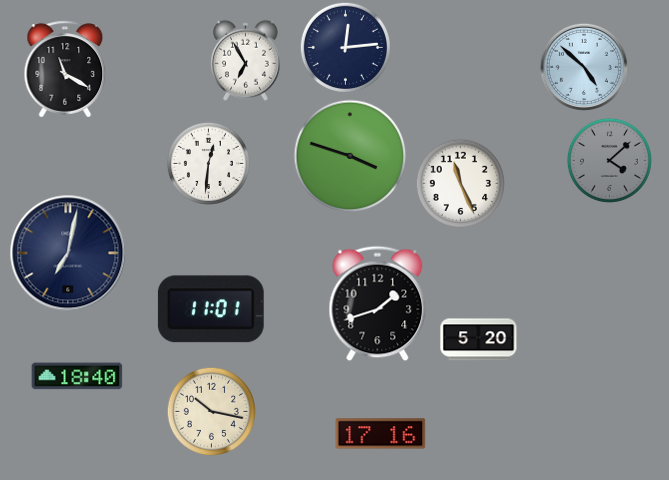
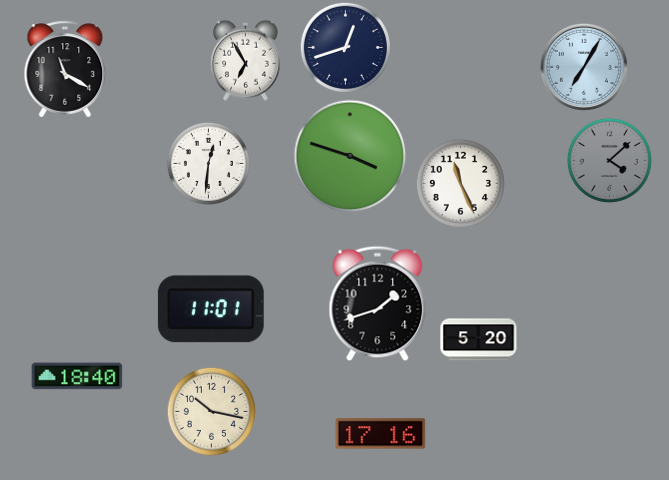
clock at (345, 47): 12:14 -> 12:42
clock at (584, 67): 4:52 -> 7:05
clock at (68, 253): 7:02 -> none
